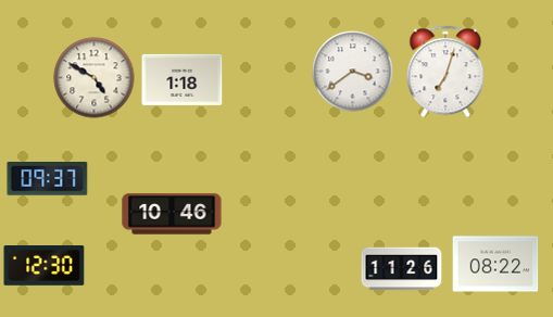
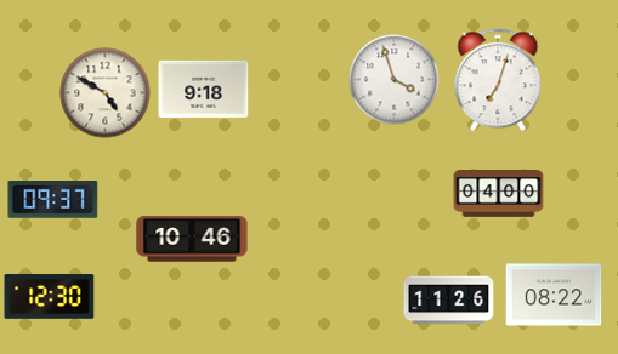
clock at (353, 72): 3:39 -> 3:57
clock at (95, 78) position: (95, 78) -> (106, 93)
clock at (183, 79): 1:18 -> 9:18
clock at (499, 194): none -> 04:00
